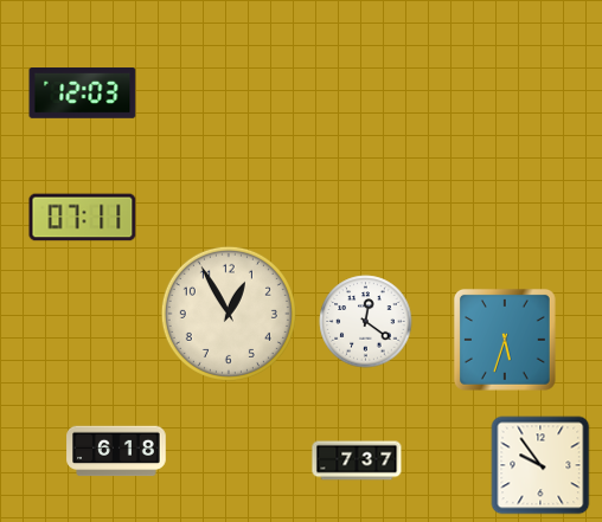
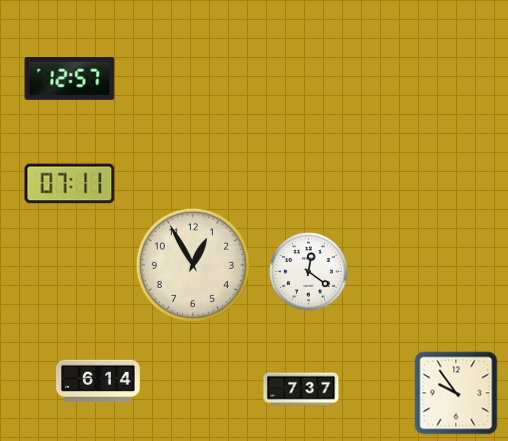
clock at (83, 94): 12:03 -> 12:57
clock at (505, 340): 5:33 -> none
clock at (116, 451): 6:18 -> 6:14
